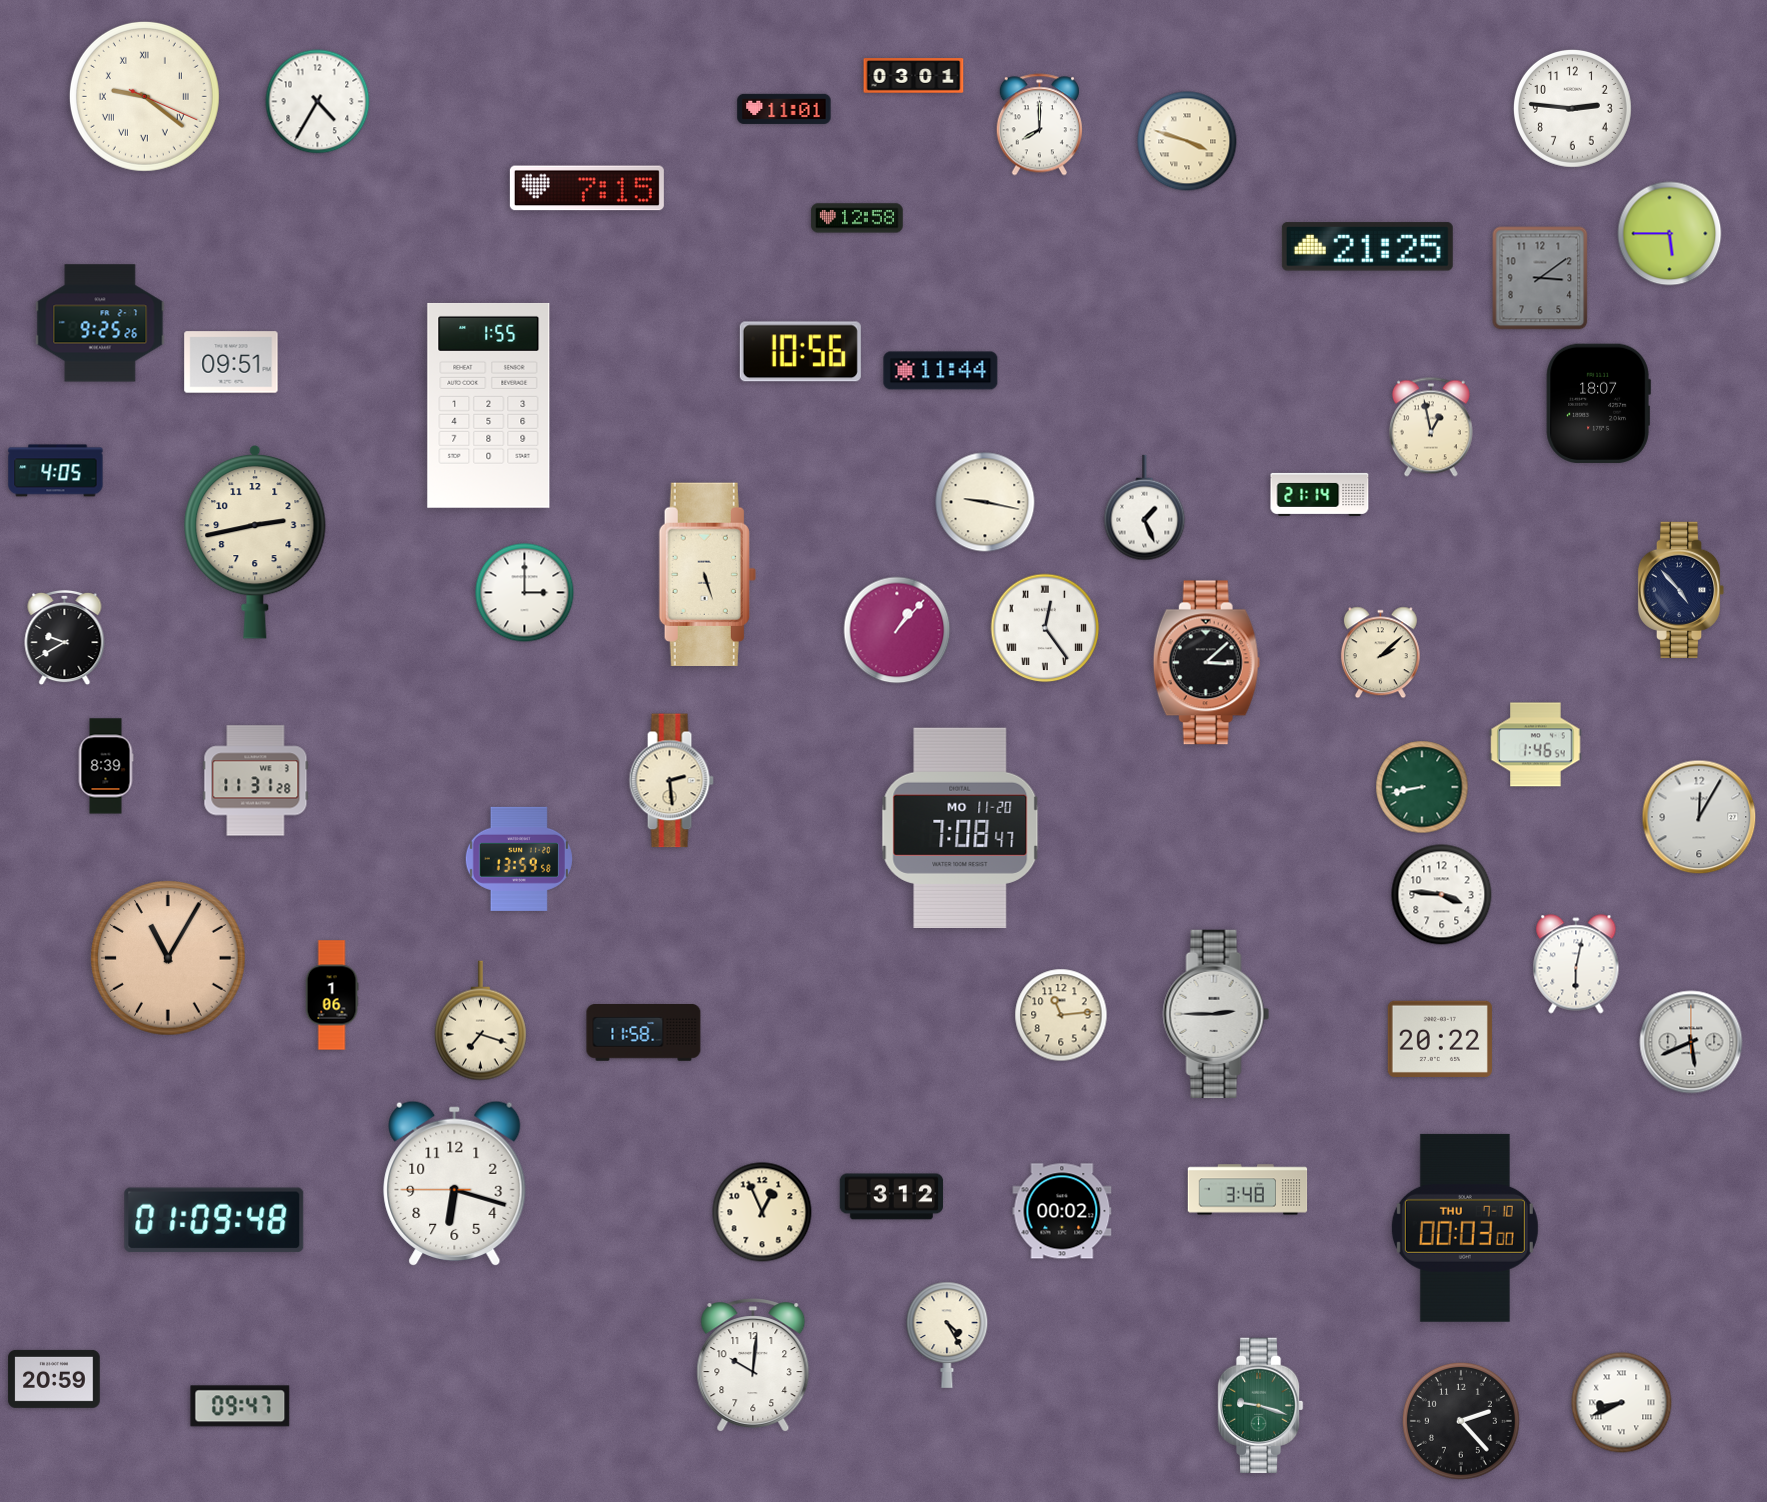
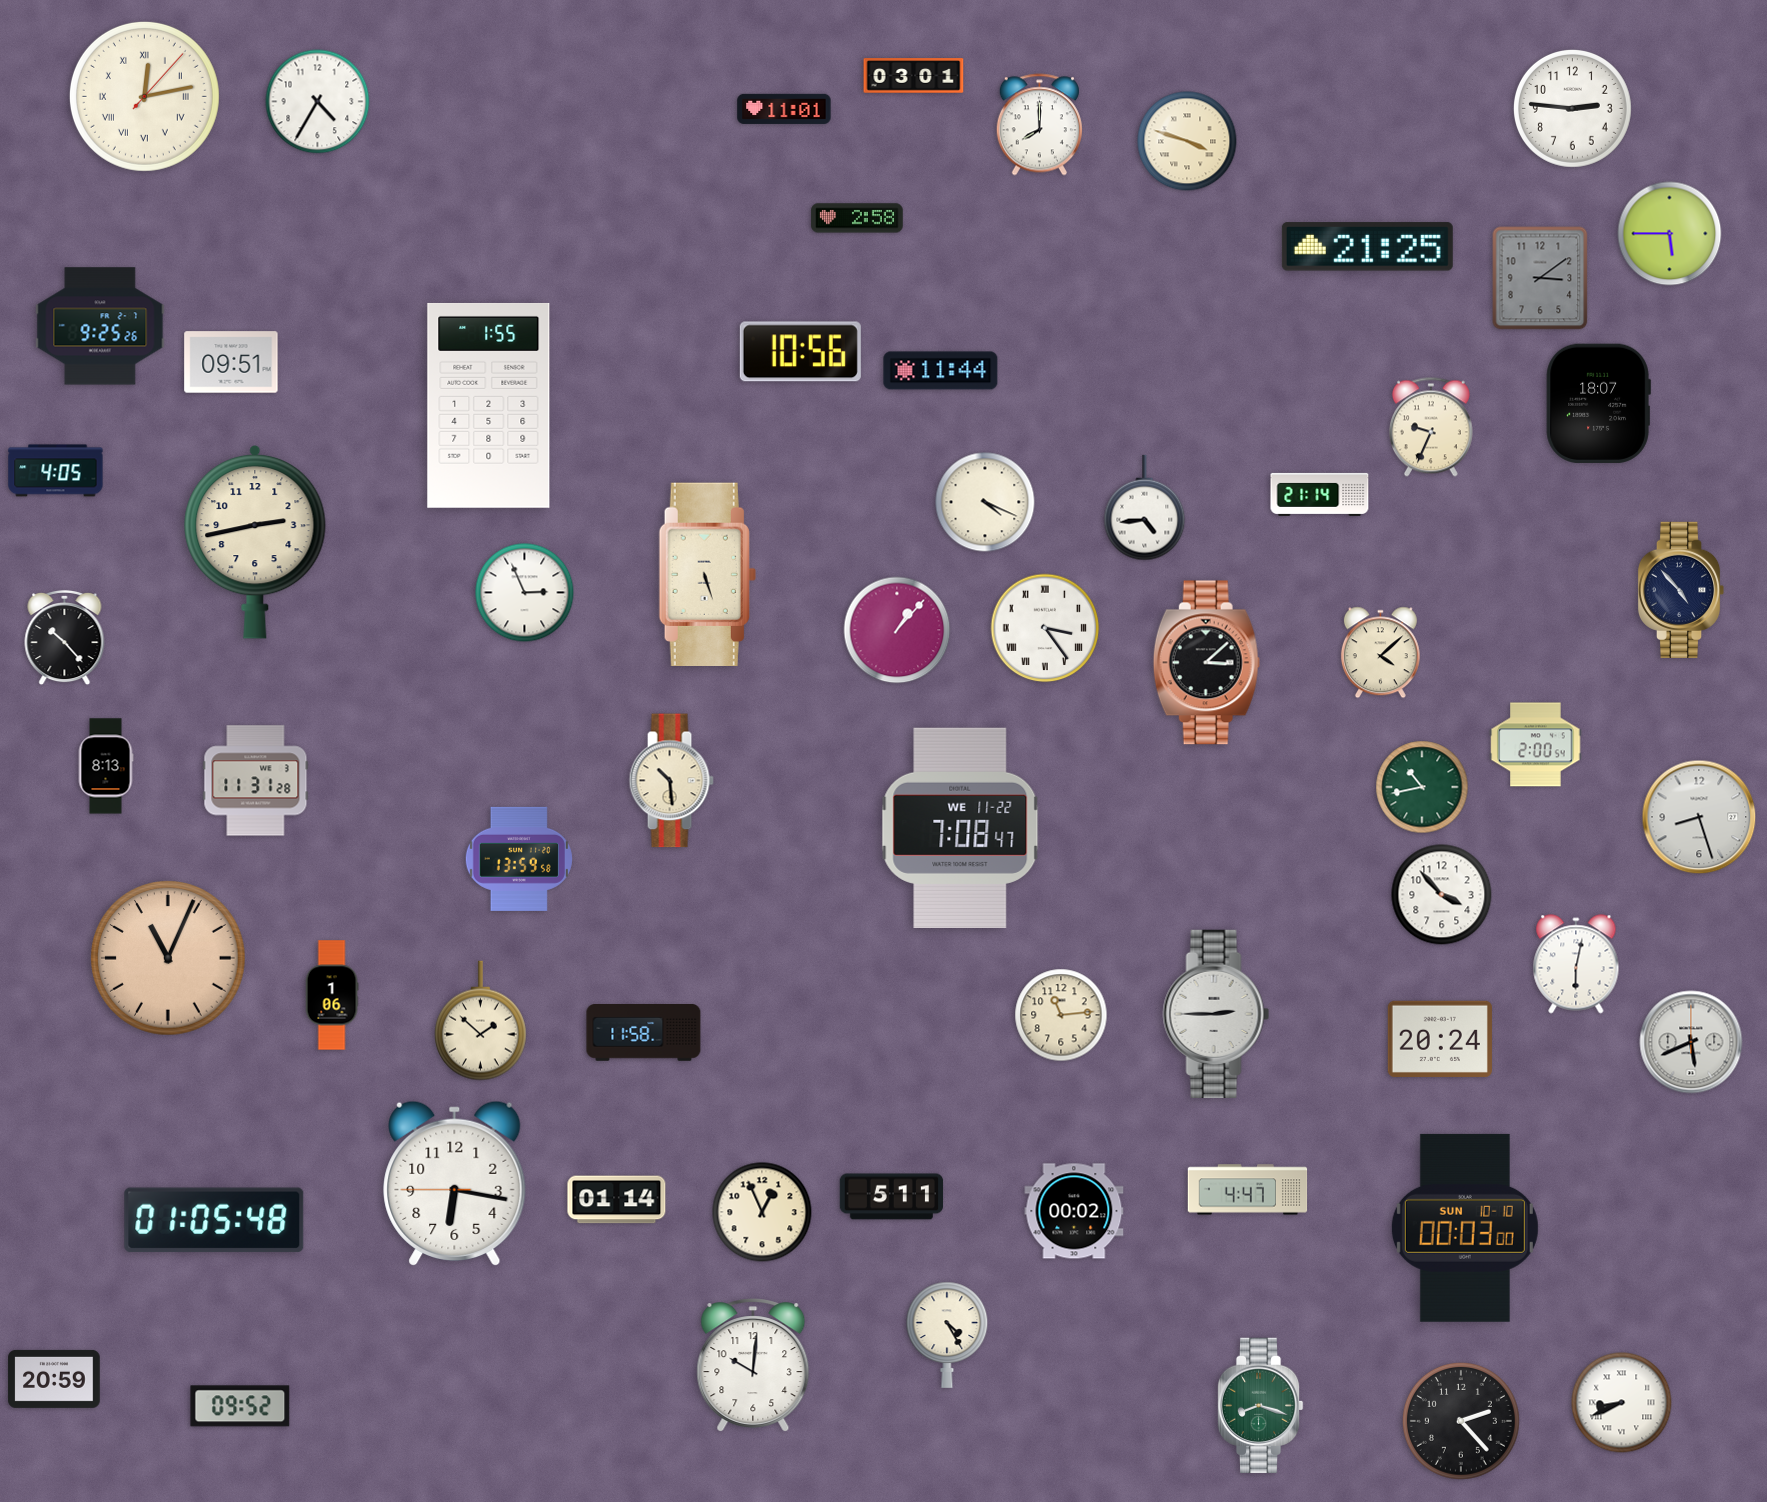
clock at (144, 96): 9:21 -> 12:13
clock at (587, 188): 7:15 -> none
clock at (857, 218): 12:58 -> 2:58
clock at (100, 323) position: (100, 323) -> (100, 326)
clock at (1431, 427): 12:58 -> 9:34
clock at (985, 502): 9:17 -> 4:19
clock at (1145, 508): 1:26 -> 4:44
clock at (525, 593): 3:00 -> 2:56
clock at (1045, 628): 12:24 -> 3:24
clock at (65, 638): 9:40 -> 10:23
clock at (1380, 653): 2:08 -> 4:08
clock at (1536, 745): 1:46 -> 2:00
clock at (106, 766): 8:39 -> 8:13
clock at (671, 781): 2:29 -> 10:29
clock at (1422, 787): 8:43 -> 10:43
clock at (1699, 817): 12:05 -> 8:27
clock at (960, 828) date: MO 11-20 -> WE 11-22
clock at (1442, 895): 3:46 -> 3:53
clock at (168, 958): 11:05 -> 11:04
clock at (481, 1021): 7:18 -> 1:52
clock at (1440, 1039): 20:22 -> 20:24
clock at (455, 1183): 6:17 -> 6:16
clock at (1248, 1190): 3:48 -> 4:47
clock at (892, 1197): 3:12 -> 5:11
clock at (617, 1200): none -> 01:14
clock at (1062, 1211) position: (1062, 1211) -> (1074, 1211)
clock at (214, 1220): 01:09 -> 01:05
clock at (1465, 1228) date: THU 7-10 -> SUN 10-10
clock at (240, 1406): 09:47 -> 09:52
clock at (1260, 1406): 9:18 -> 8:18
